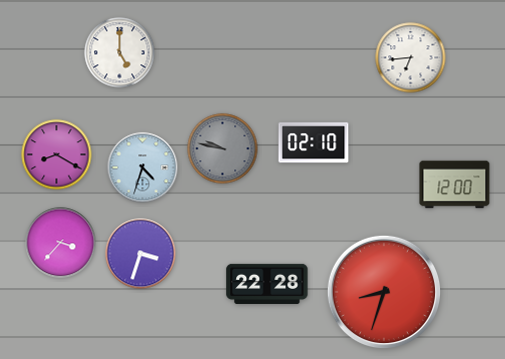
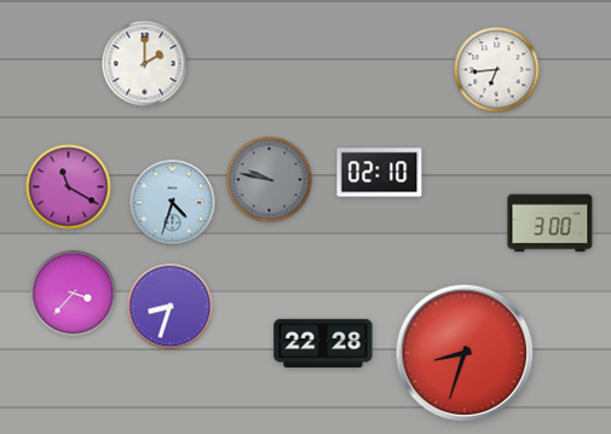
clock at (120, 53): 5:00 -> 2:00
clock at (57, 155): 8:20 -> 11:20
clock at (455, 185): 12:00 -> 3:00
clock at (141, 254): 3:33 -> 8:33
